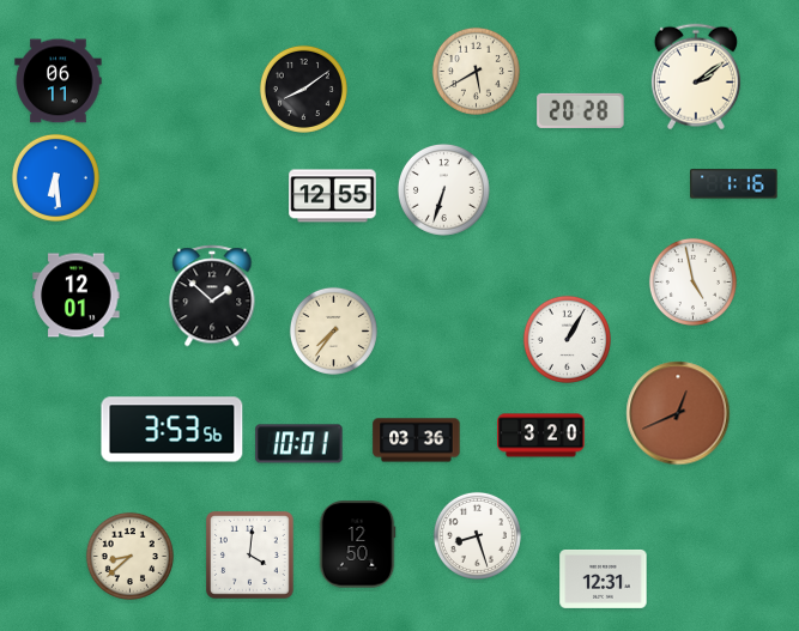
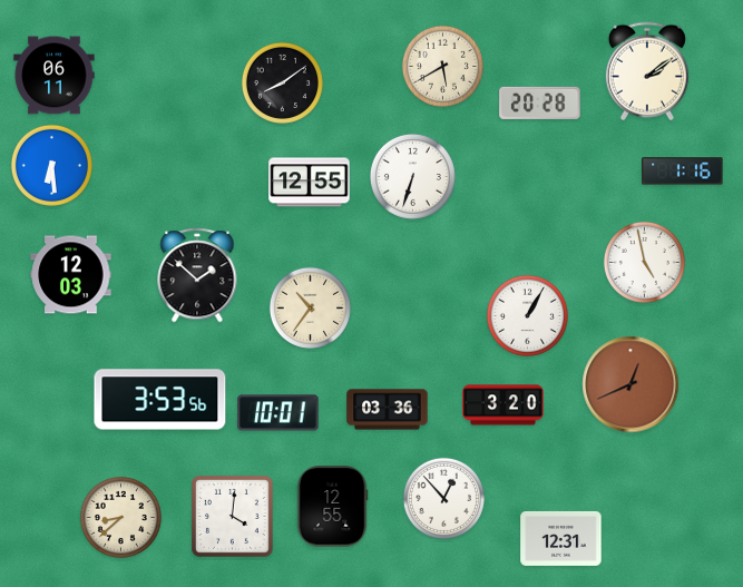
clock at (77, 296): 12:01 -> 12:03
clock at (333, 330): 7:36 -> 10:36
clock at (477, 535): 8:27 -> 12:53
clock at (357, 545): 12:50 -> 12:55
